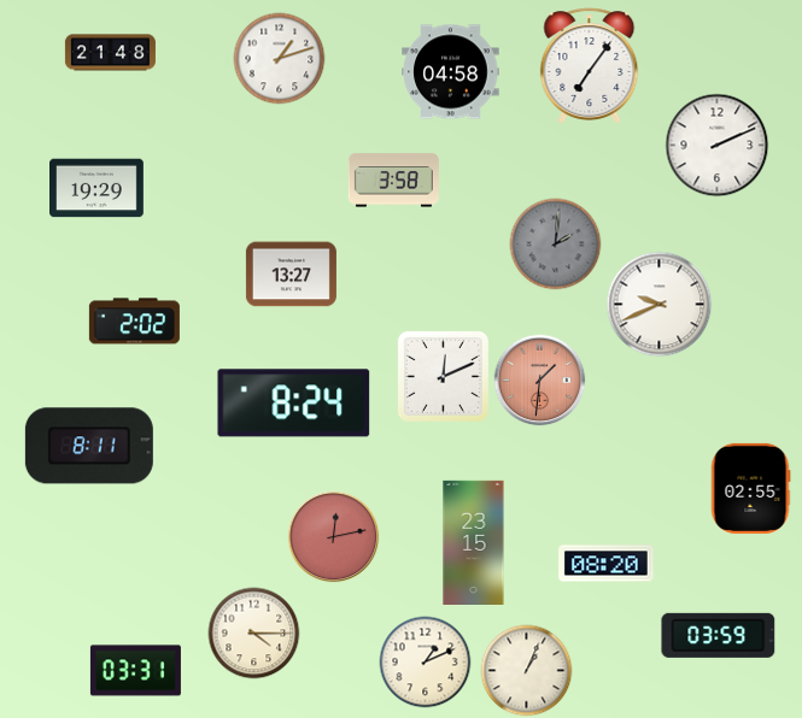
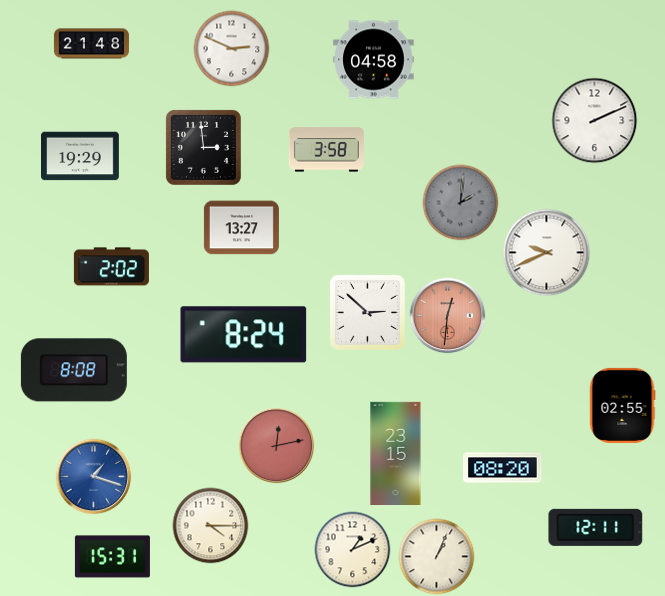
clock at (280, 59): 1:12 -> 2:49
clock at (590, 66): 7:06 -> none
clock at (203, 147): none -> 2:59
clock at (443, 376): 12:11 -> 2:52
clock at (540, 381): 1:31 -> 12:31
clock at (89, 446): 8:11 -> 8:08
clock at (474, 542) position: (474, 542) -> (396, 453)
clock at (94, 477): none -> 1:18
clock at (719, 635): 03:59 -> 12:11
clock at (135, 671): 03:31 -> 15:31
